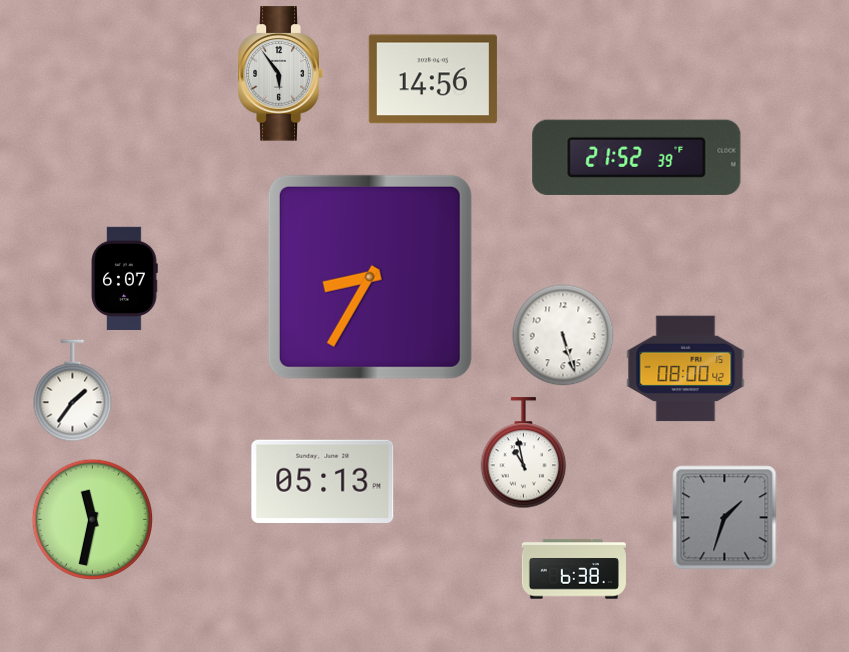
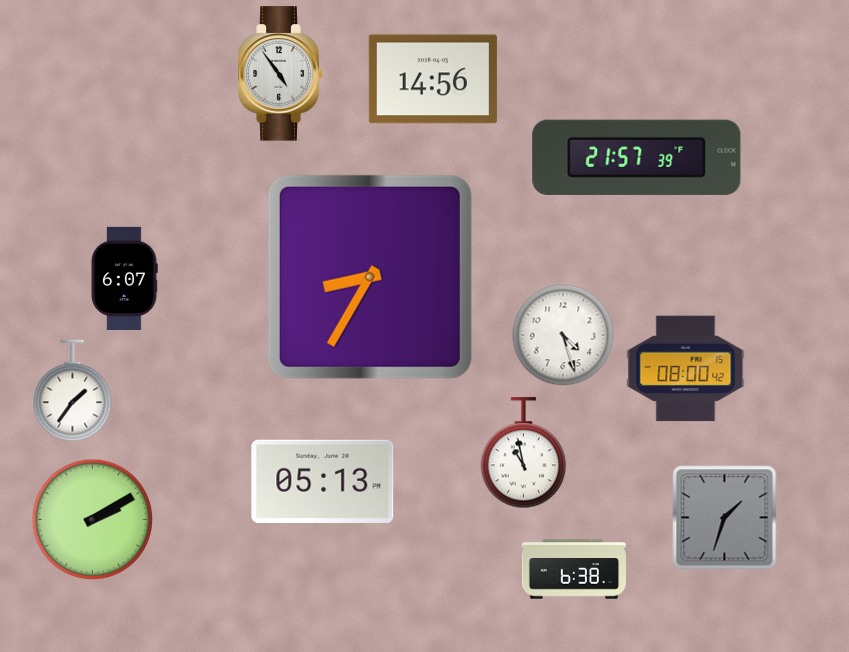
clock at (280, 74): 5:54 -> 4:54
clock at (637, 157): 21:52 -> 21:57
clock at (563, 335): 5:27 -> 4:27
clock at (92, 519): 11:32 -> 2:10
